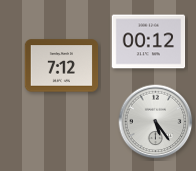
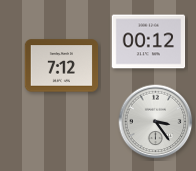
clock at (156, 122): 5:24 -> 3:24
